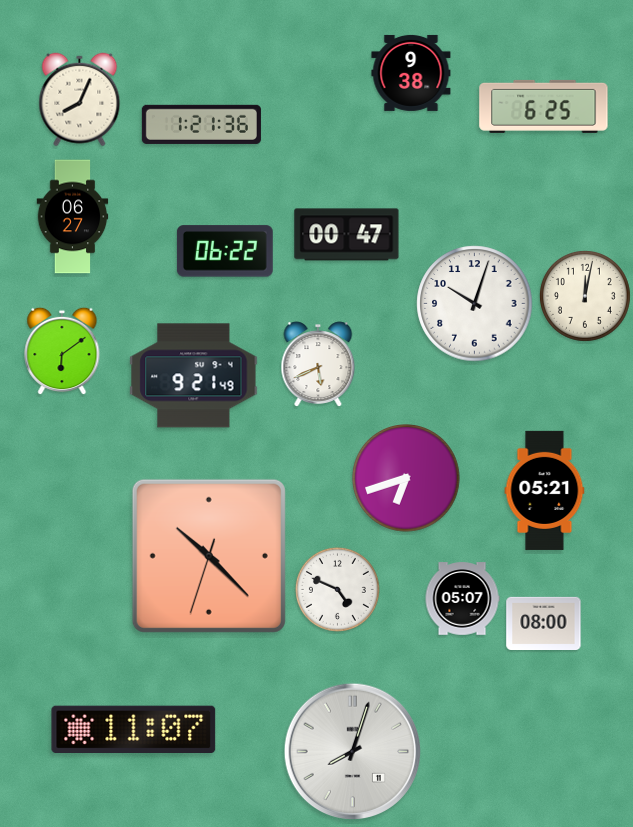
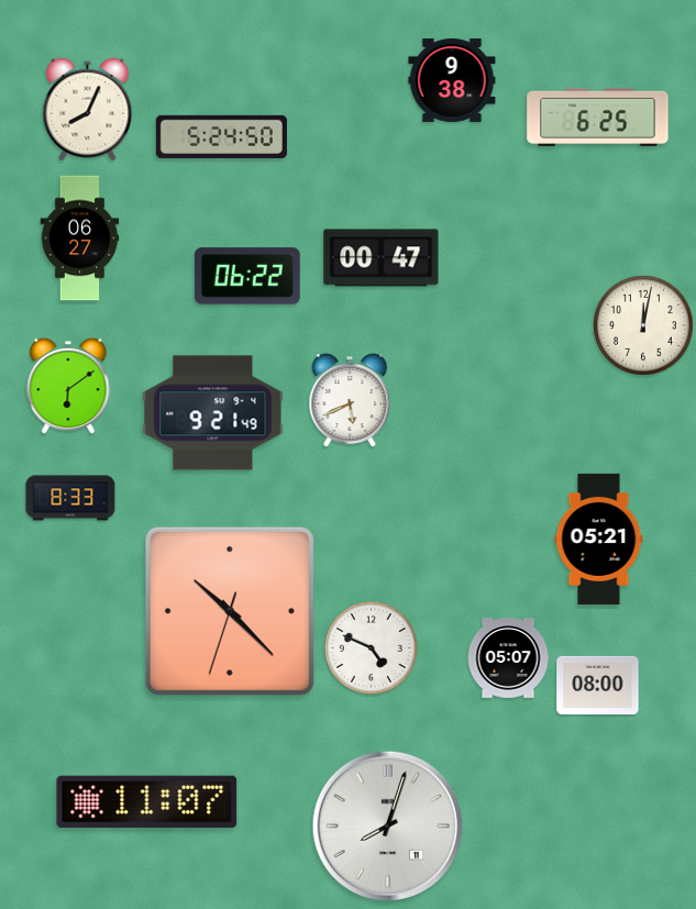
clock at (201, 124): 1:21 -> 5:24
clock at (475, 304): 10:03 -> none
clock at (70, 498): none -> 8:33
clock at (406, 478): 6:42 -> none
